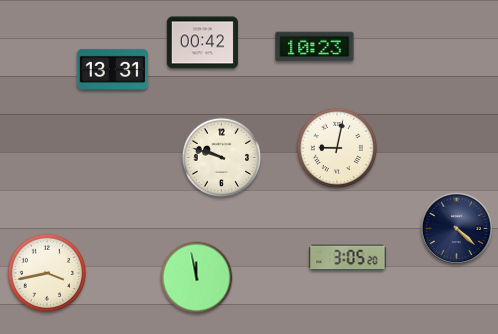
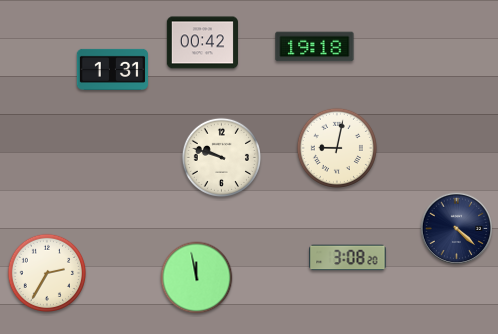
clock at (315, 47): 10:23 -> 19:18
clock at (112, 69): 13:31 -> 1:31
clock at (348, 258): 3:05 -> 3:08
clock at (47, 273): 3:43 -> 2:35
